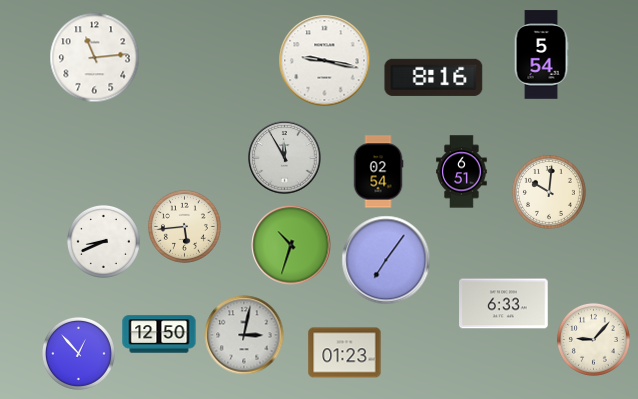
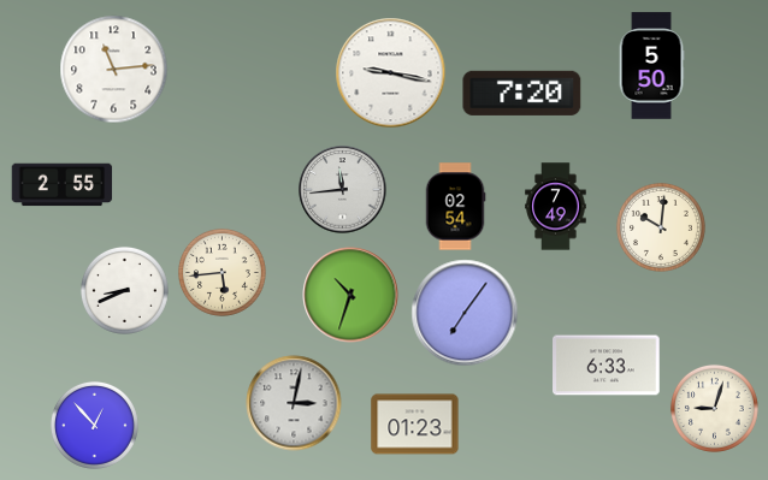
clock at (541, 55): 5:54 -> 5:50
clock at (434, 77): 8:16 -> 7:20
clock at (63, 185): none -> 2:55
clock at (285, 158): 11:55 -> 11:44
clock at (462, 172): 6:51 -> 7:49
clock at (549, 192) position: (549, 192) -> (661, 227)
clock at (159, 334): 12:50 -> none
clock at (593, 339): 9:07 -> 9:03
